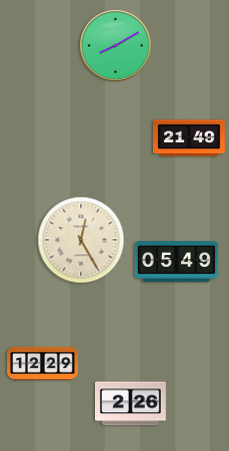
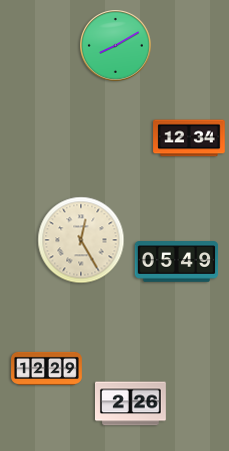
clock at (189, 138): 21:49 -> 12:34
clock at (43, 363) position: (43, 363) -> (47, 368)
